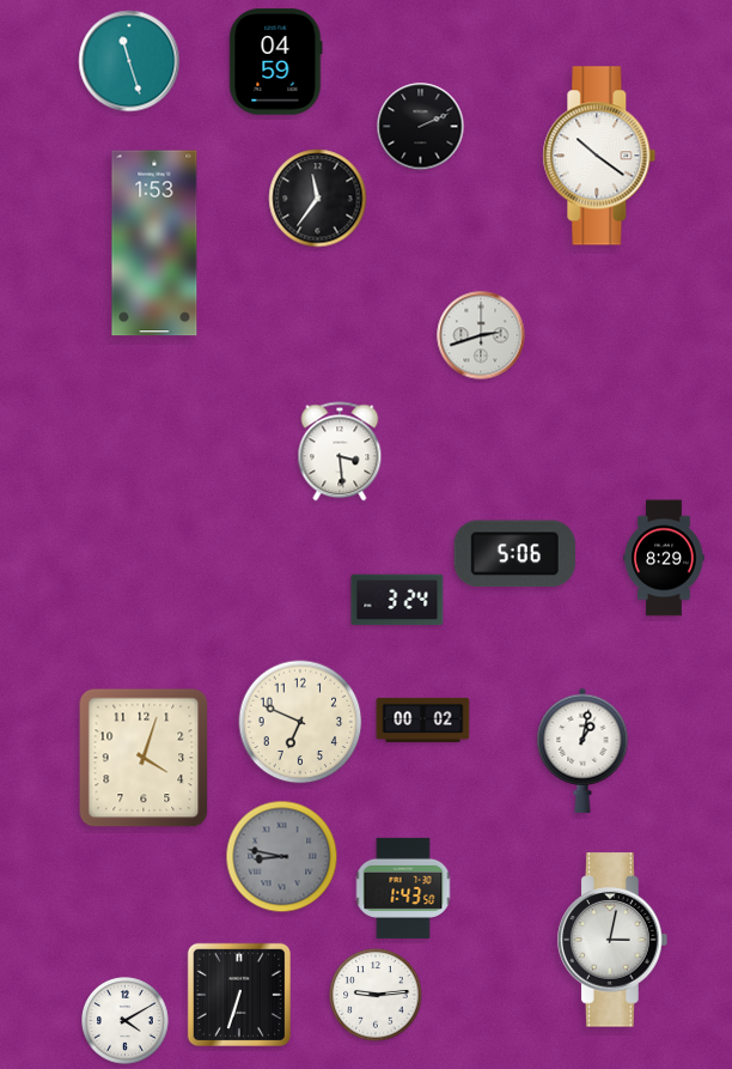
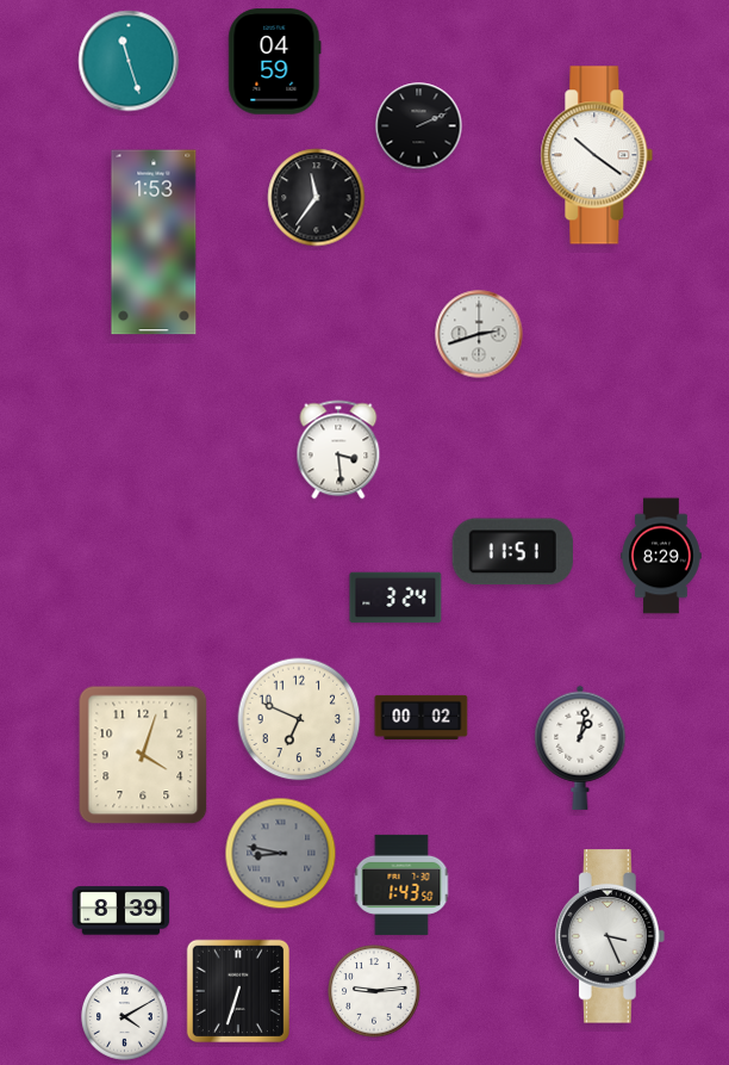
clock at (514, 554): 5:06 -> 11:51
clock at (121, 911): none -> 8:39
clock at (614, 940): 3:02 -> 3:26
